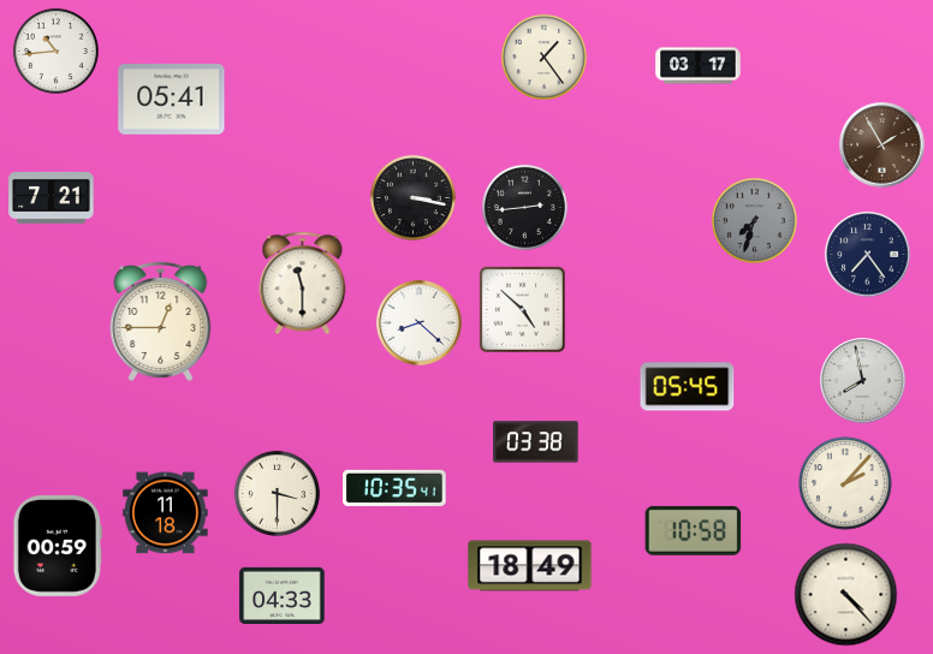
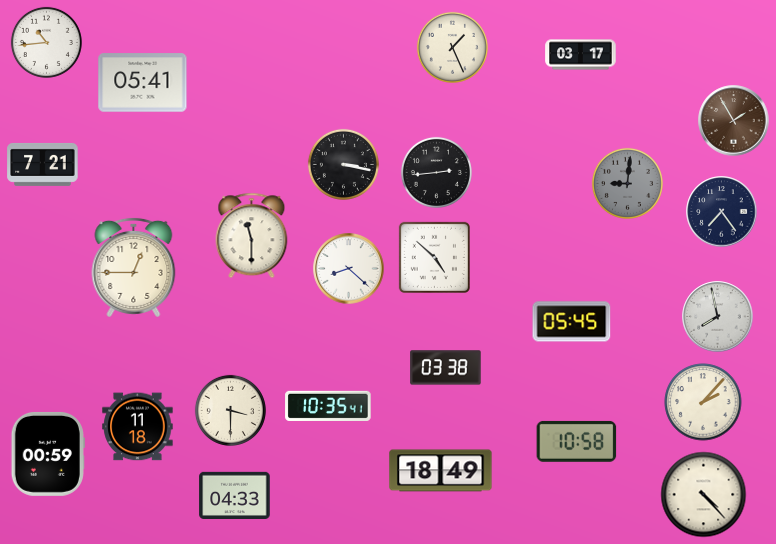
clock at (543, 57): 1:24 -> 1:26
clock at (754, 220): 7:33 -> 9:01
